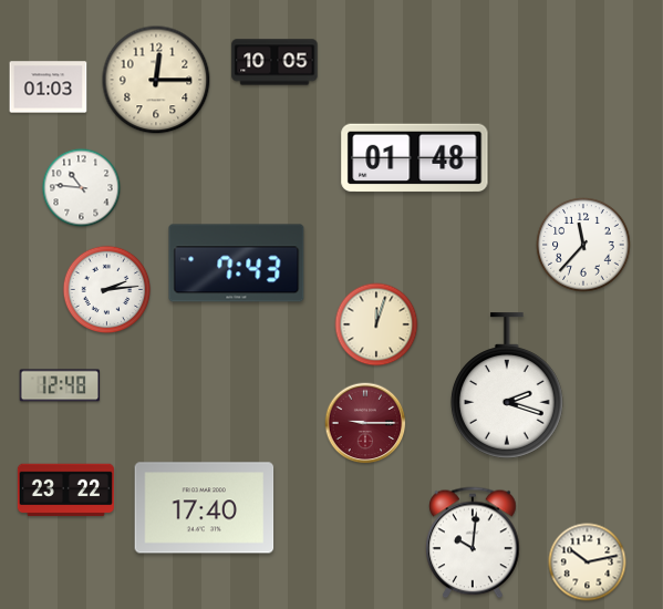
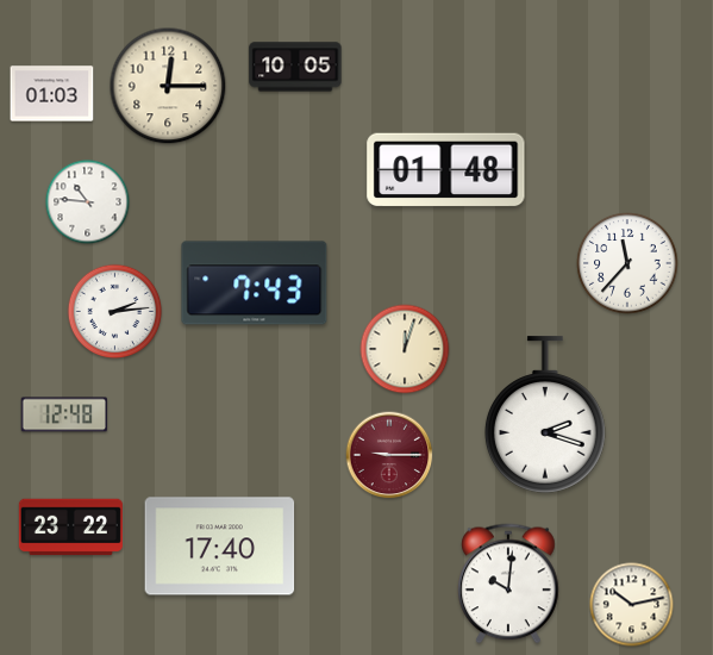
clock at (365, 423) position: (365, 423) -> (389, 455)
